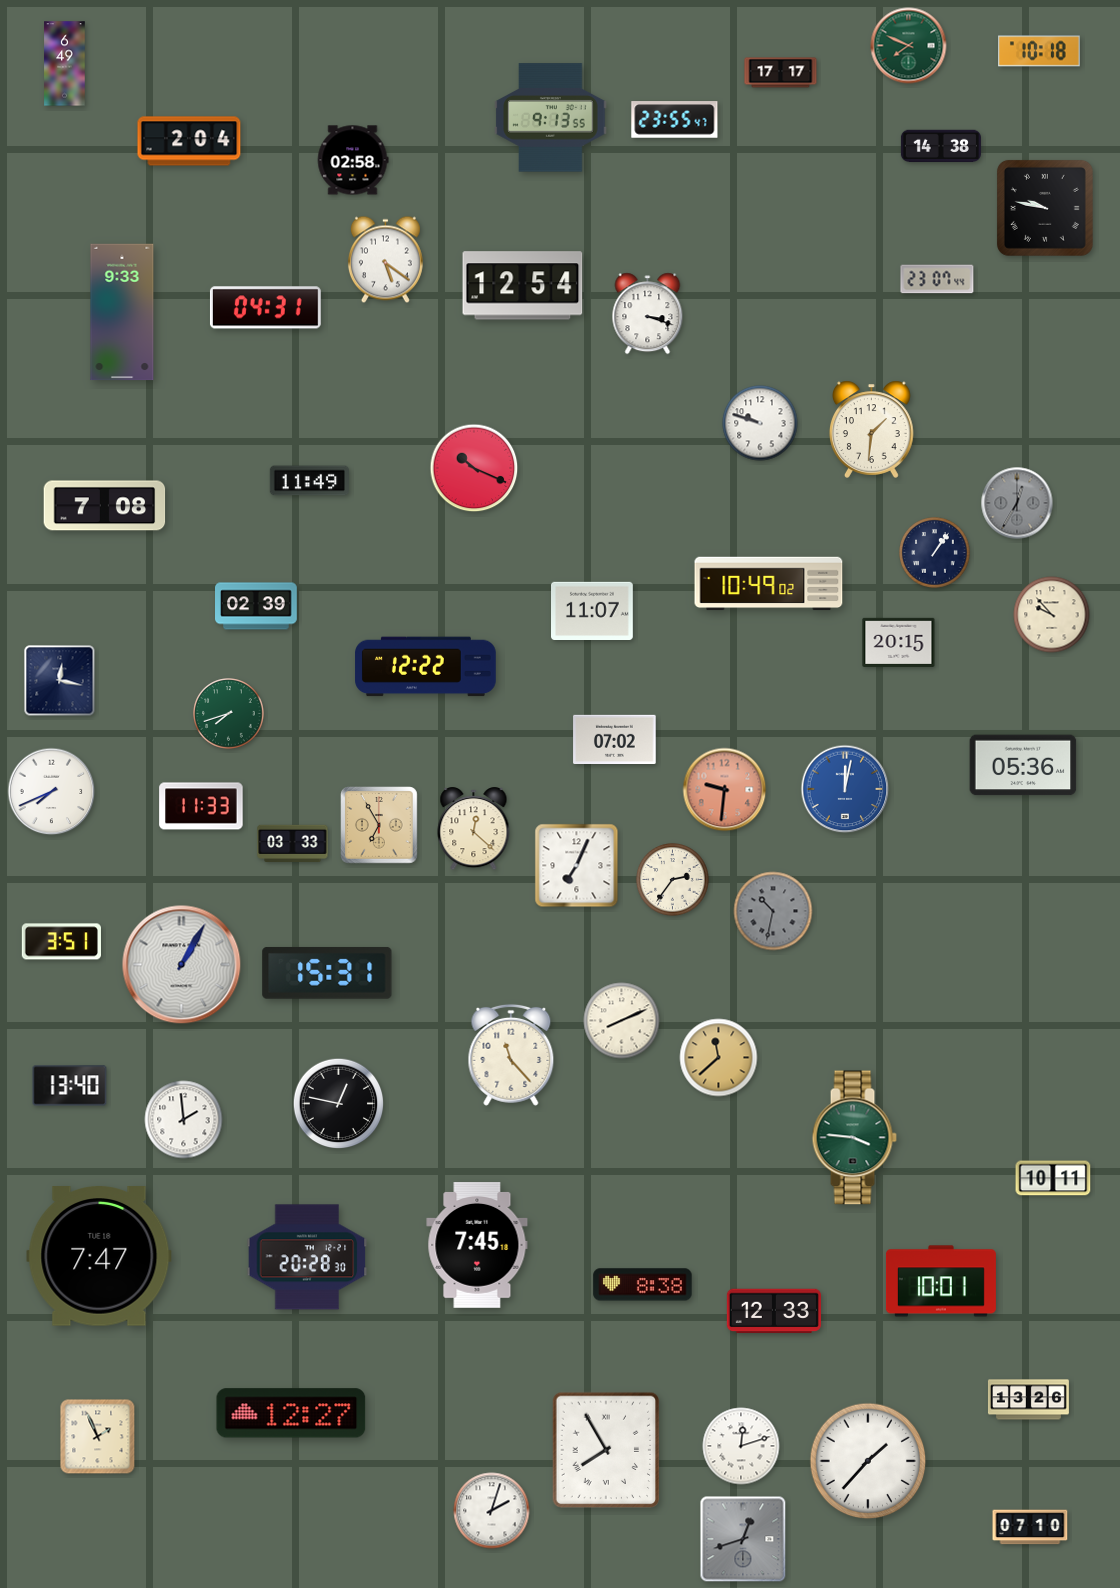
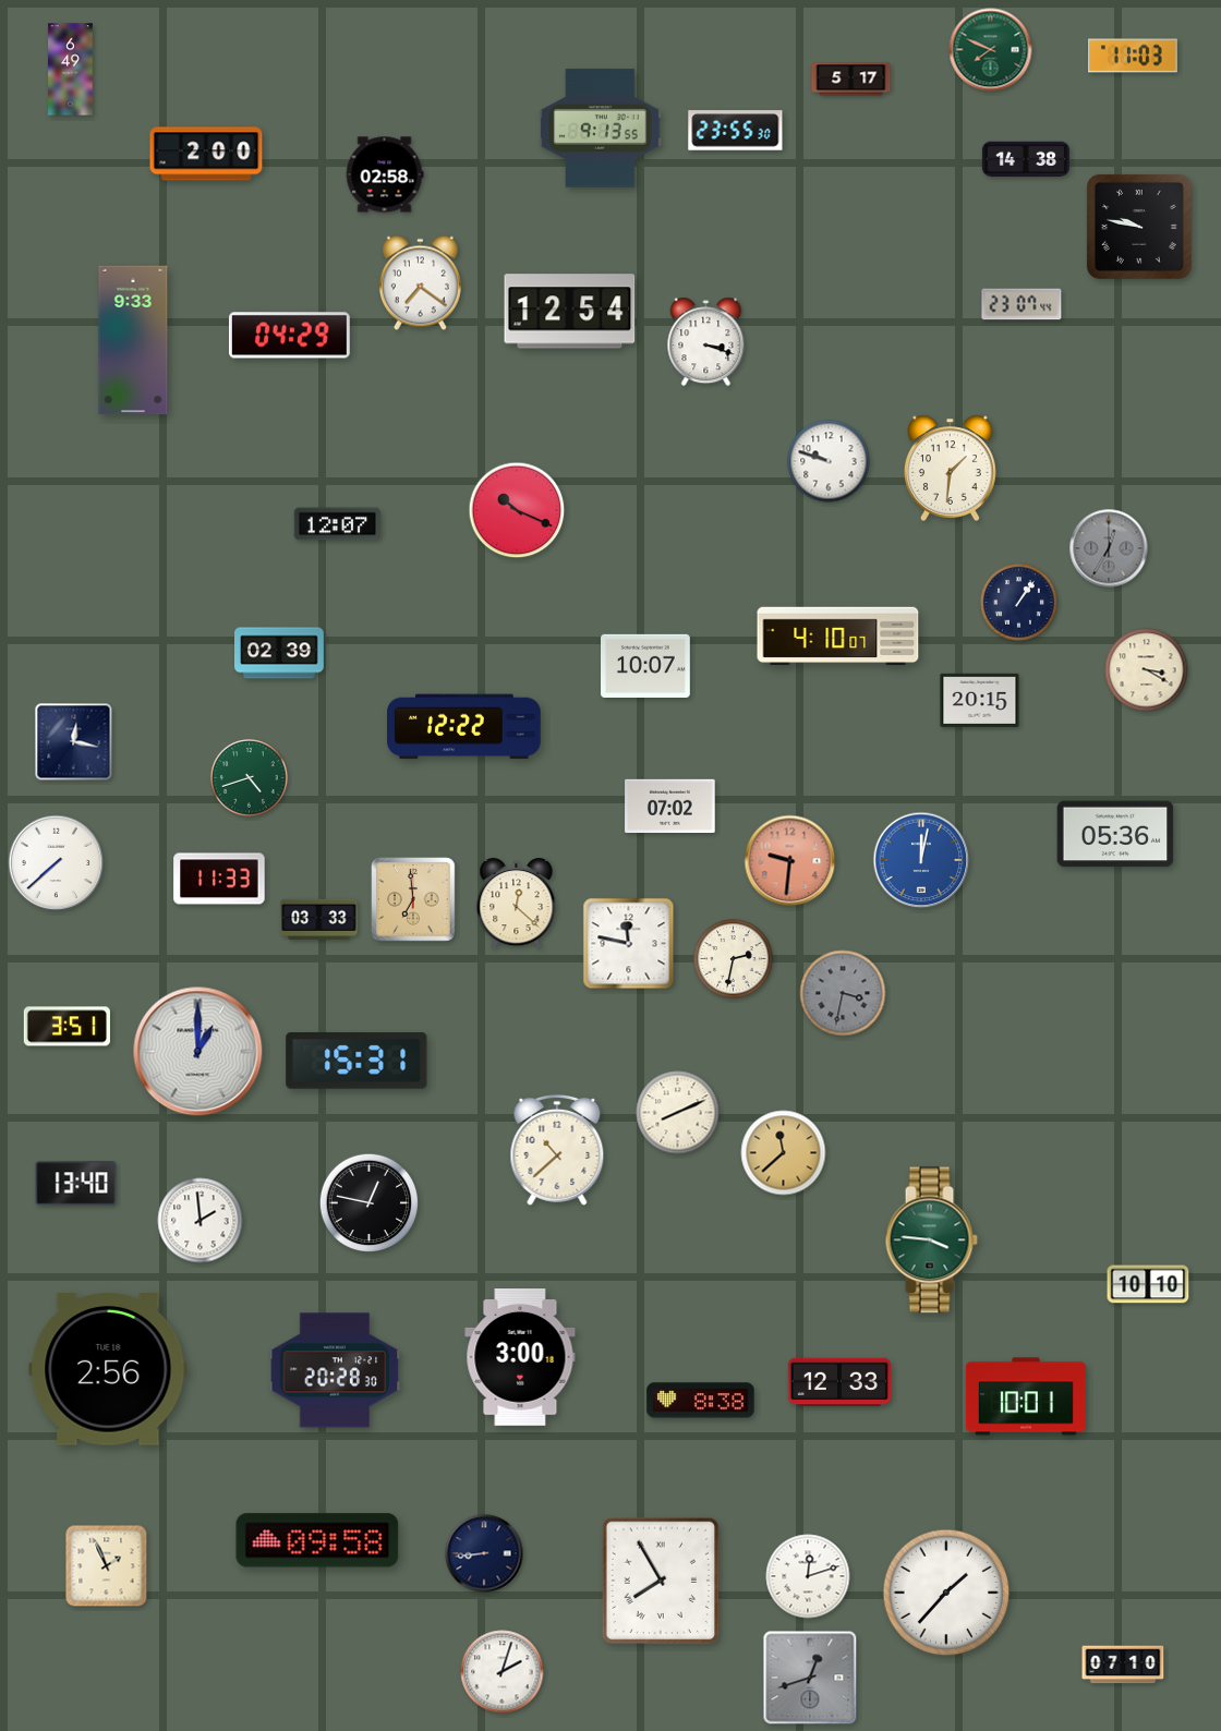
clock at (1040, 51): 10:18 -> 11:03
clock at (781, 73): 17:17 -> 5:17
clock at (675, 120): 23:55:47 -> 23:55:30
clock at (189, 141): 2:04 -> 2:00
clock at (385, 260): 5:21 -> 7:21
clock at (265, 308): 04:31 -> 04:29
clock at (309, 481): 11:49 -> 12:07
clock at (105, 506): 7:08 -> none
clock at (769, 584): 10:49 -> 4:10
clock at (256, 606) position: (256, 606) -> (279, 653)
clock at (593, 610): 11:07 -> 10:07
clock at (1052, 615): 9:53 -> 3:20
clock at (60, 681) position: (60, 681) -> (74, 742)
clock at (229, 714): 7:42 -> 4:42
clock at (52, 792): 7:41 -> 7:38
clock at (379, 825): 6:55 -> 6:59
clock at (577, 866): 7:04 -> 11:47
clock at (673, 880): 2:36 -> 2:32
clock at (773, 911): 10:32 -> 3:32
clock at (182, 965): 1:05 -> 1:00
clock at (511, 1055): 11:23 -> 10:38
clock at (1053, 1178): 10:11 -> 10:10
clock at (477, 1246): 7:45 -> 3:00
clock at (99, 1256): 7:47 -> 2:56
clock at (774, 1311) position: (774, 1311) -> (839, 1382)
clock at (1028, 1400): 13:26 -> none
clock at (291, 1413): 12:27 -> 09:58
clock at (484, 1553): none -> 8:44
clock at (492, 1511) position: (492, 1511) -> (503, 1672)
